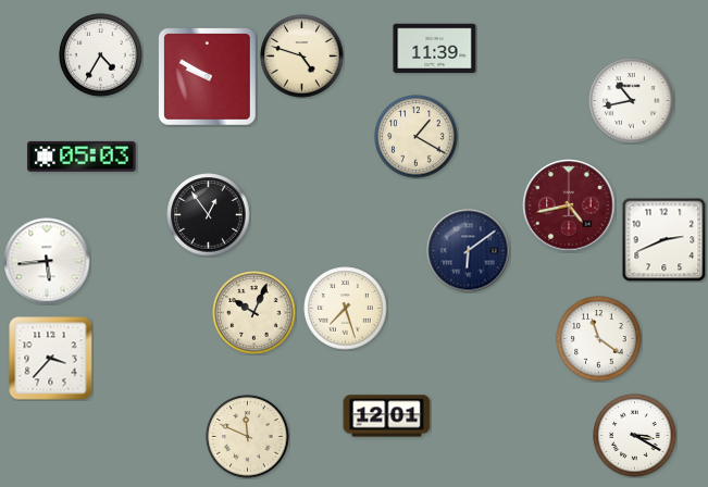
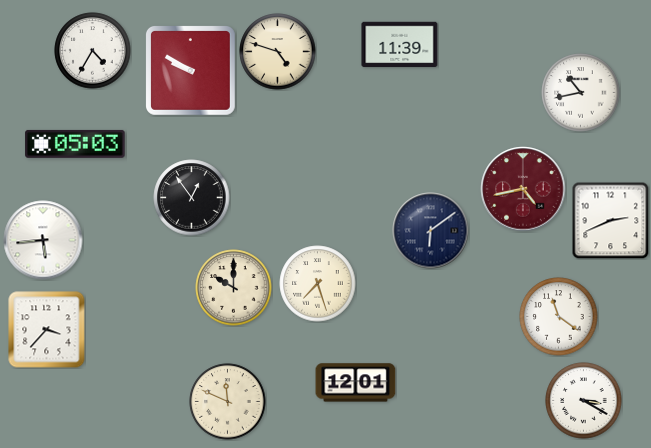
clock at (417, 137): 1:20 -> none
clock at (254, 313): 10:04 -> 10:00
clock at (599, 339) position: (599, 339) -> (559, 317)
